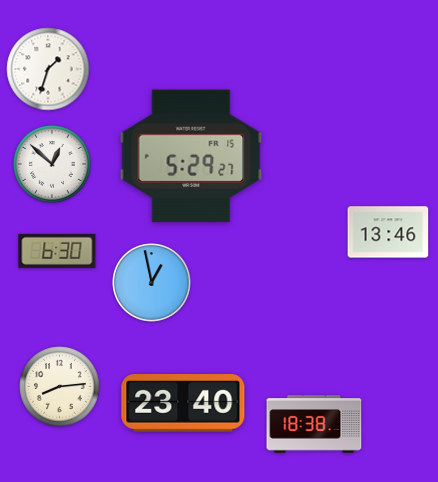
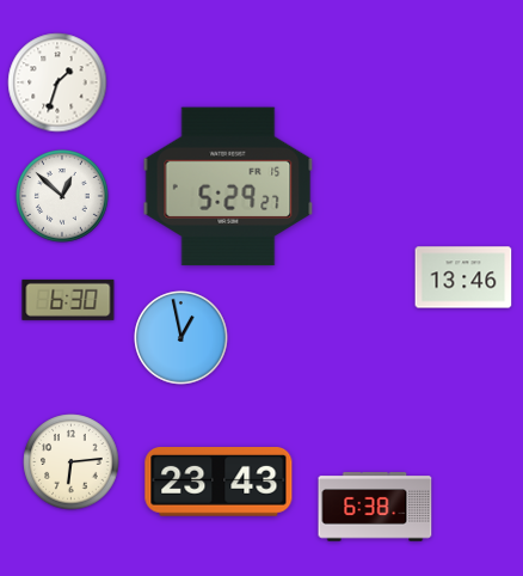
clock at (60, 387): 8:14 -> 6:14
clock at (183, 404): 23:40 -> 23:43
clock at (314, 424): 18:38 -> 6:38
